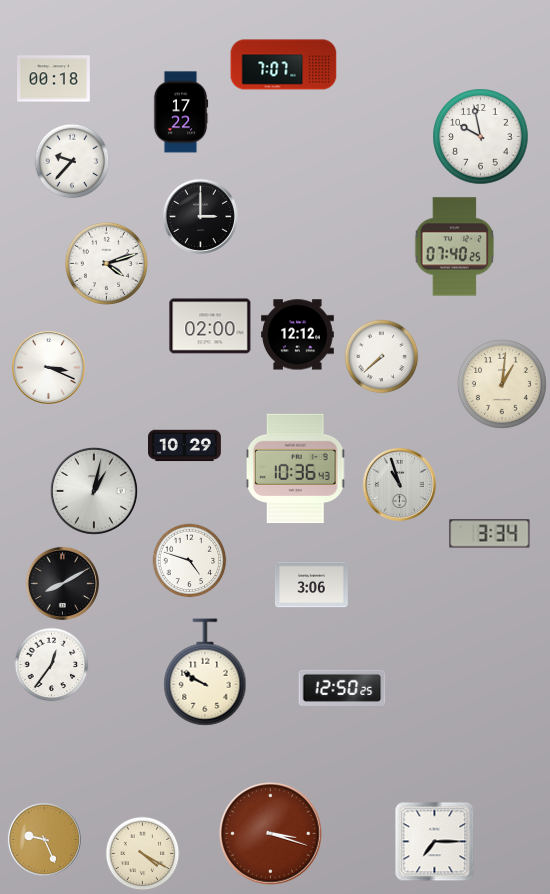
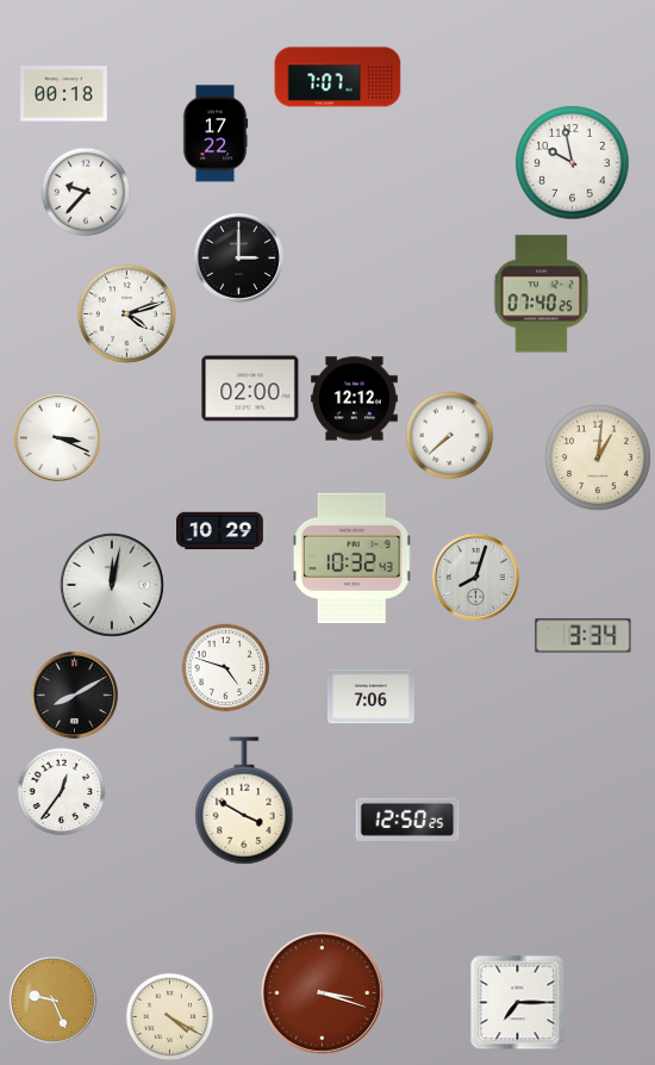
clock at (382, 357) position: (382, 357) -> (450, 436)
clock at (296, 469): 10:36 -> 10:32
clock at (399, 484): 10:57 -> 8:03
clock at (94, 491): 1:02 -> 12:02
clock at (312, 585): 3:06 -> 7:06
clock at (205, 672): 9:50 -> 3:50
